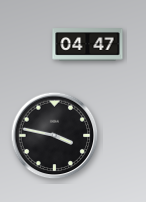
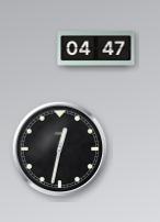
clock at (55, 136): 3:47 -> 12:32
